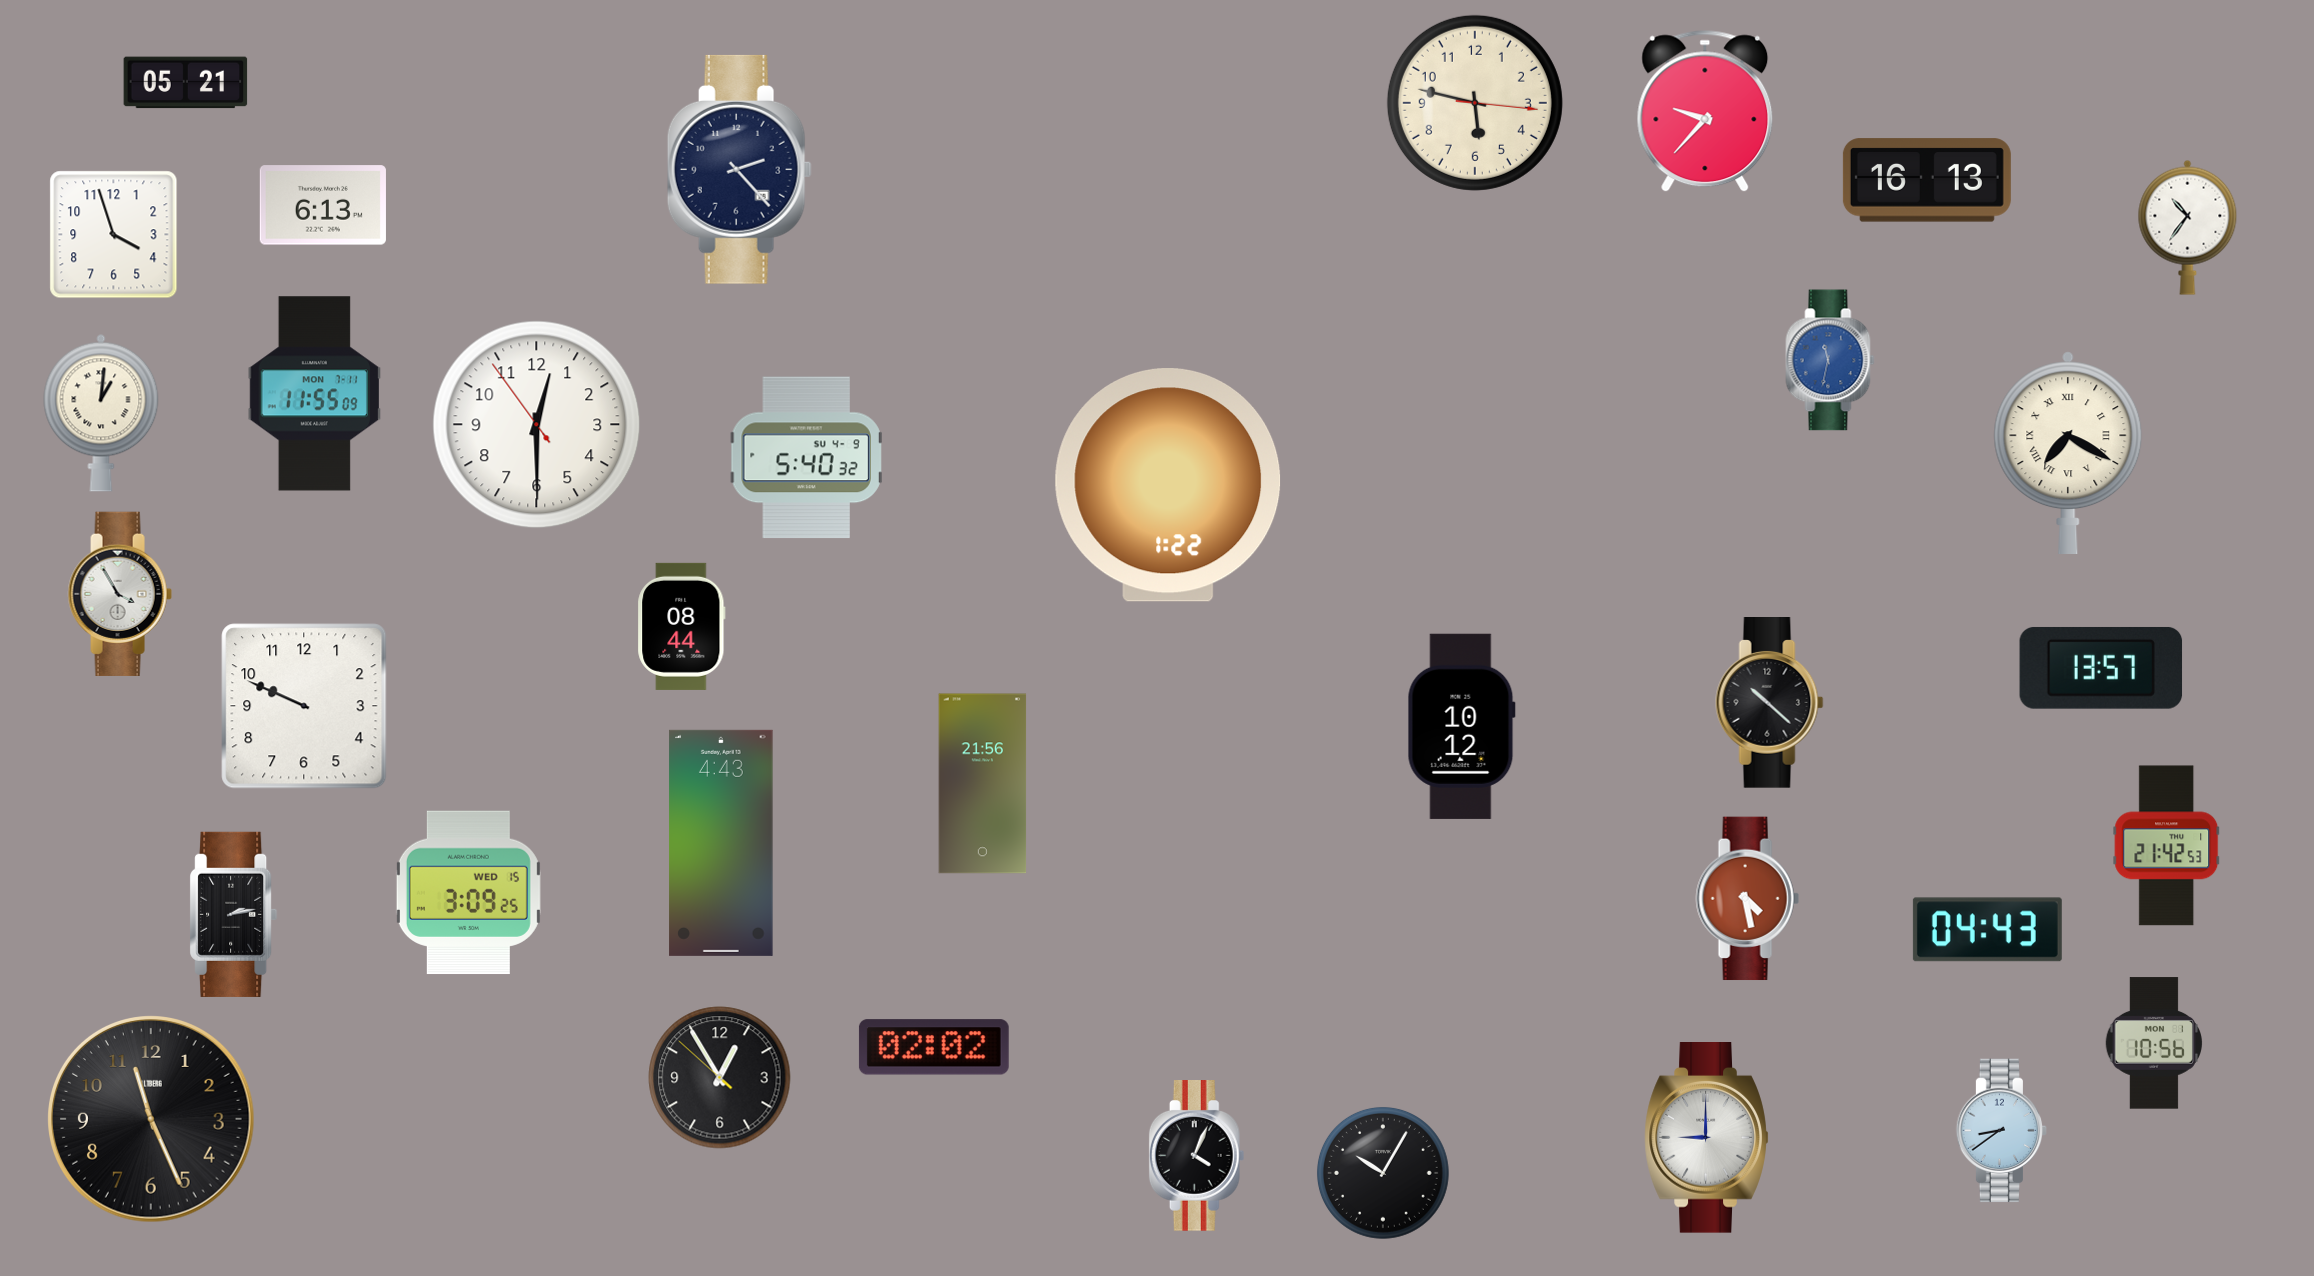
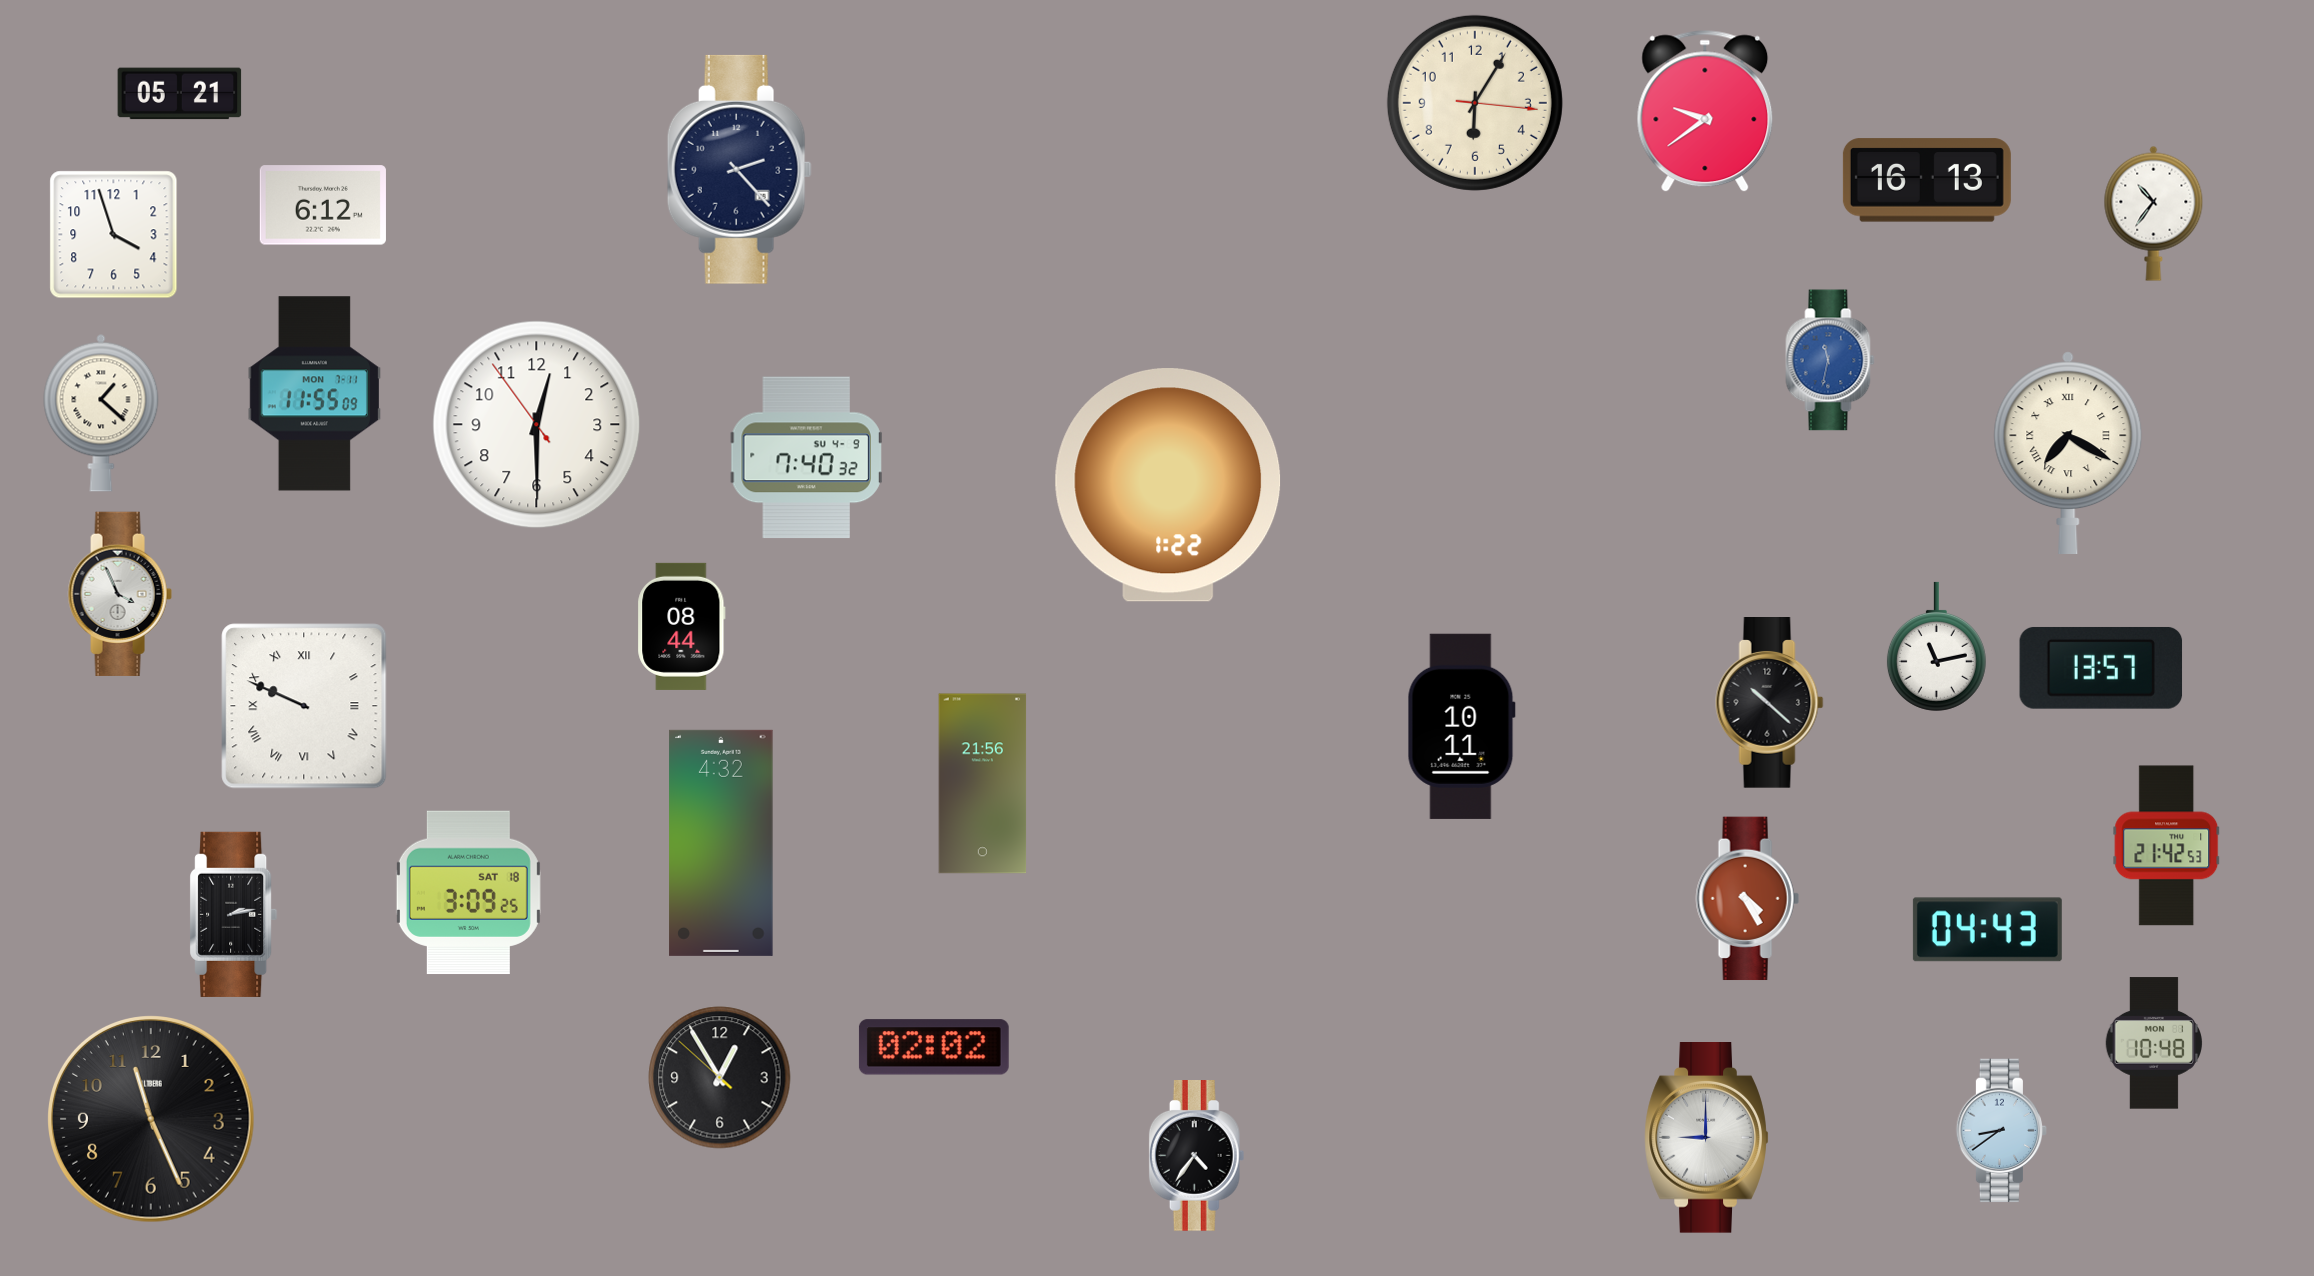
clock at (186, 83) position: (186, 83) -> (180, 94)
clock at (1475, 103): 5:47 -> 6:05
clock at (1705, 111): 9:37 -> 9:39
clock at (323, 205): 6:13 -> 6:12
clock at (2188, 227) position: (2188, 227) -> (2154, 213)
clock at (101, 413): 1:01 -> 1:22
clock at (806, 458): 5:40 -> 7:40
clock at (120, 594): 3:55 -> 3:56
clock at (1936, 646): none -> 11:13
clock at (304, 706) numerals: Arabic -> Roman
clock at (1461, 726): 10:12 -> 10:11
clock at (721, 843): 4:43 -> 4:32
clock at (468, 893) date: WED 15 -> SAT 18
clock at (1747, 899): 4:28 -> 4:25
clock at (2153, 1043): 10:56 -> 10:48
clock at (1197, 1156): 4:04 -> 4:36
clock at (1383, 1173): 10:05 -> none
